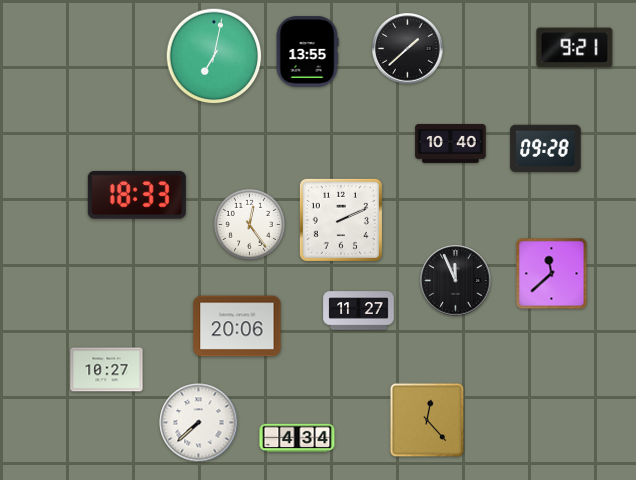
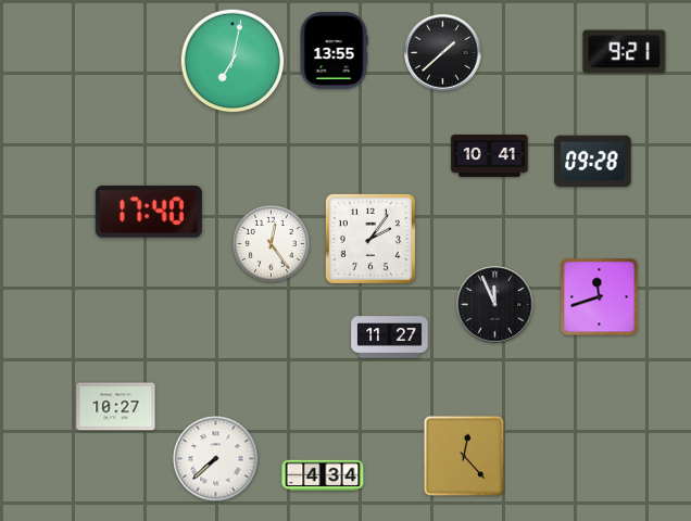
clock at (307, 52) position: (307, 52) -> (334, 51)
clock at (451, 144): 10:40 -> 10:41
clock at (137, 195): 18:33 -> 17:40
clock at (341, 220): 2:11 -> 2:06
clock at (552, 274): 11:38 -> 11:42
clock at (237, 326): 20:06 -> none
clock at (107, 370) position: (107, 370) -> (116, 407)
